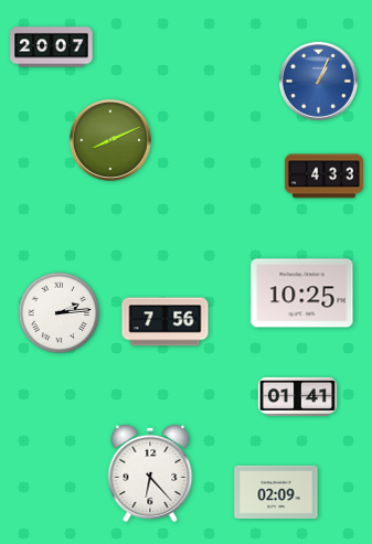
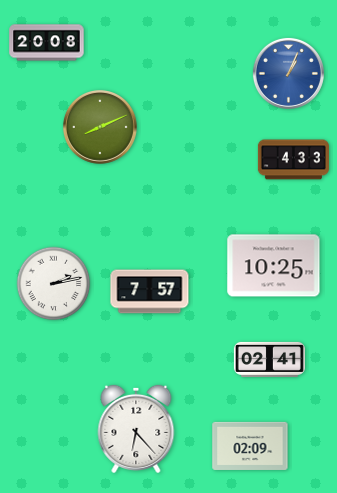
clock at (52, 47): 20:07 -> 20:08
clock at (60, 313): 2:14 -> 2:13
clock at (166, 322): 7:56 -> 7:57
clock at (297, 396): 01:41 -> 02:41
